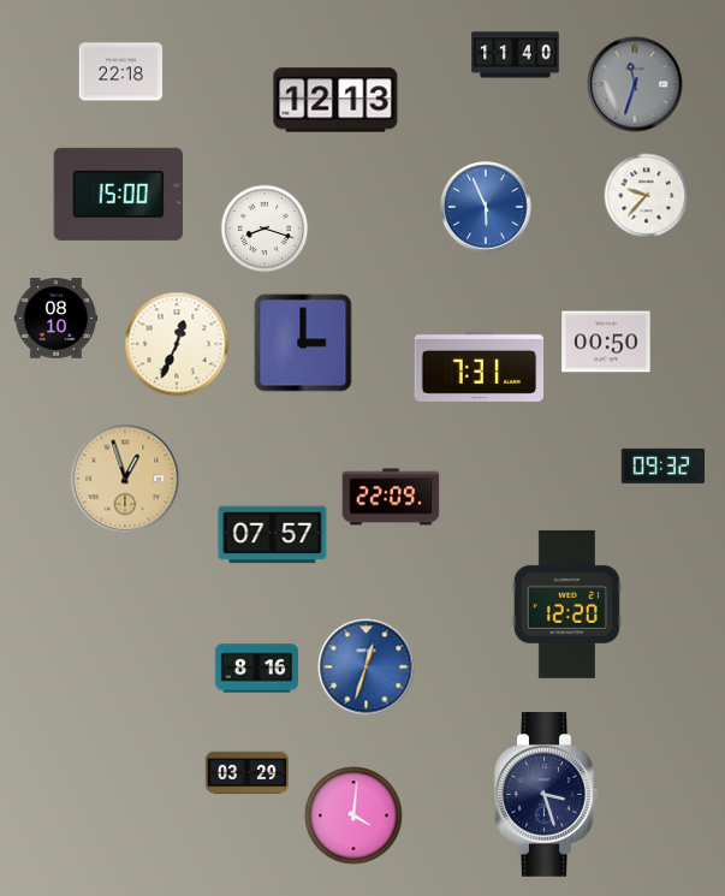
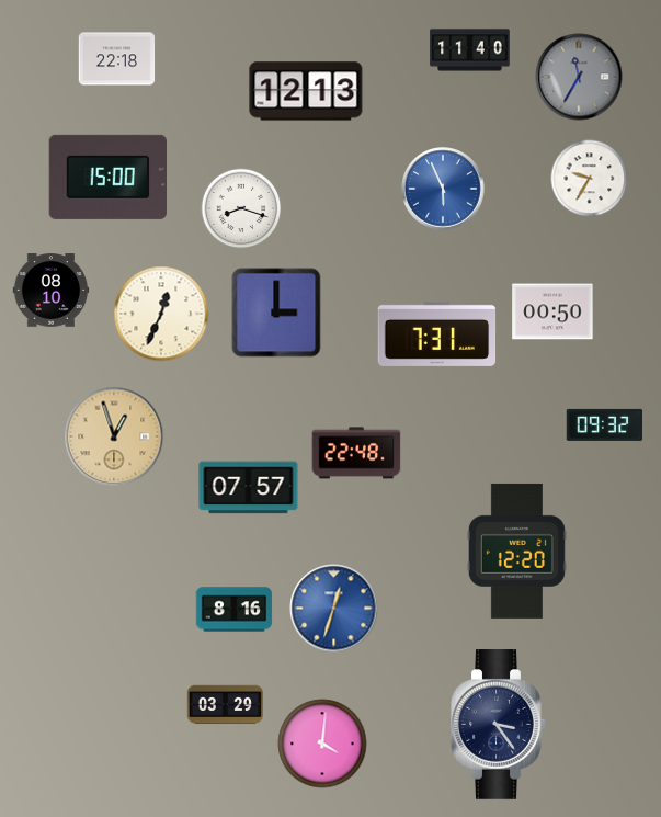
clock at (121, 72) position: (121, 72) -> (117, 59)
clock at (635, 84): 11:33 -> 11:35
clock at (647, 196): 9:37 -> 9:35
clock at (391, 497): 22:09 -> 22:48
clock at (547, 795): 3:27 -> 3:24
